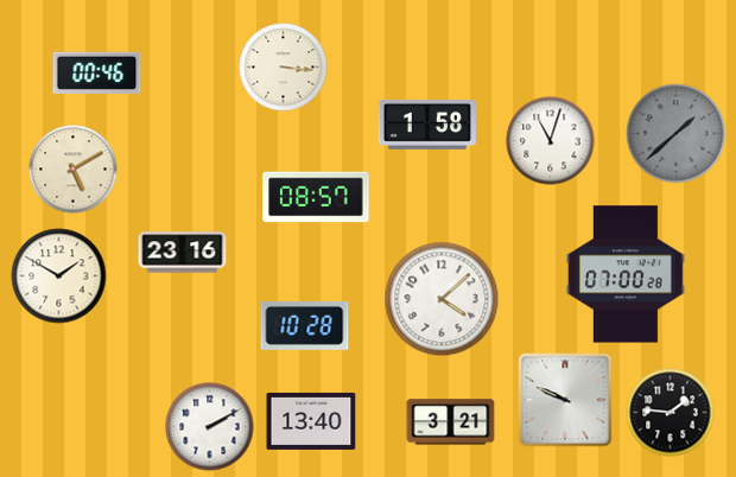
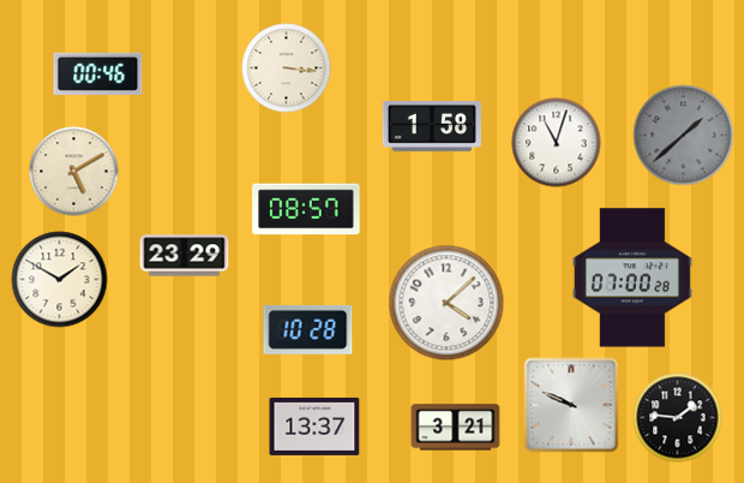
clock at (316, 197) position: (316, 197) -> (306, 209)
clock at (183, 253): 23:16 -> 23:29
clock at (311, 421): 13:40 -> 13:37
clock at (210, 427): 2:10 -> none
